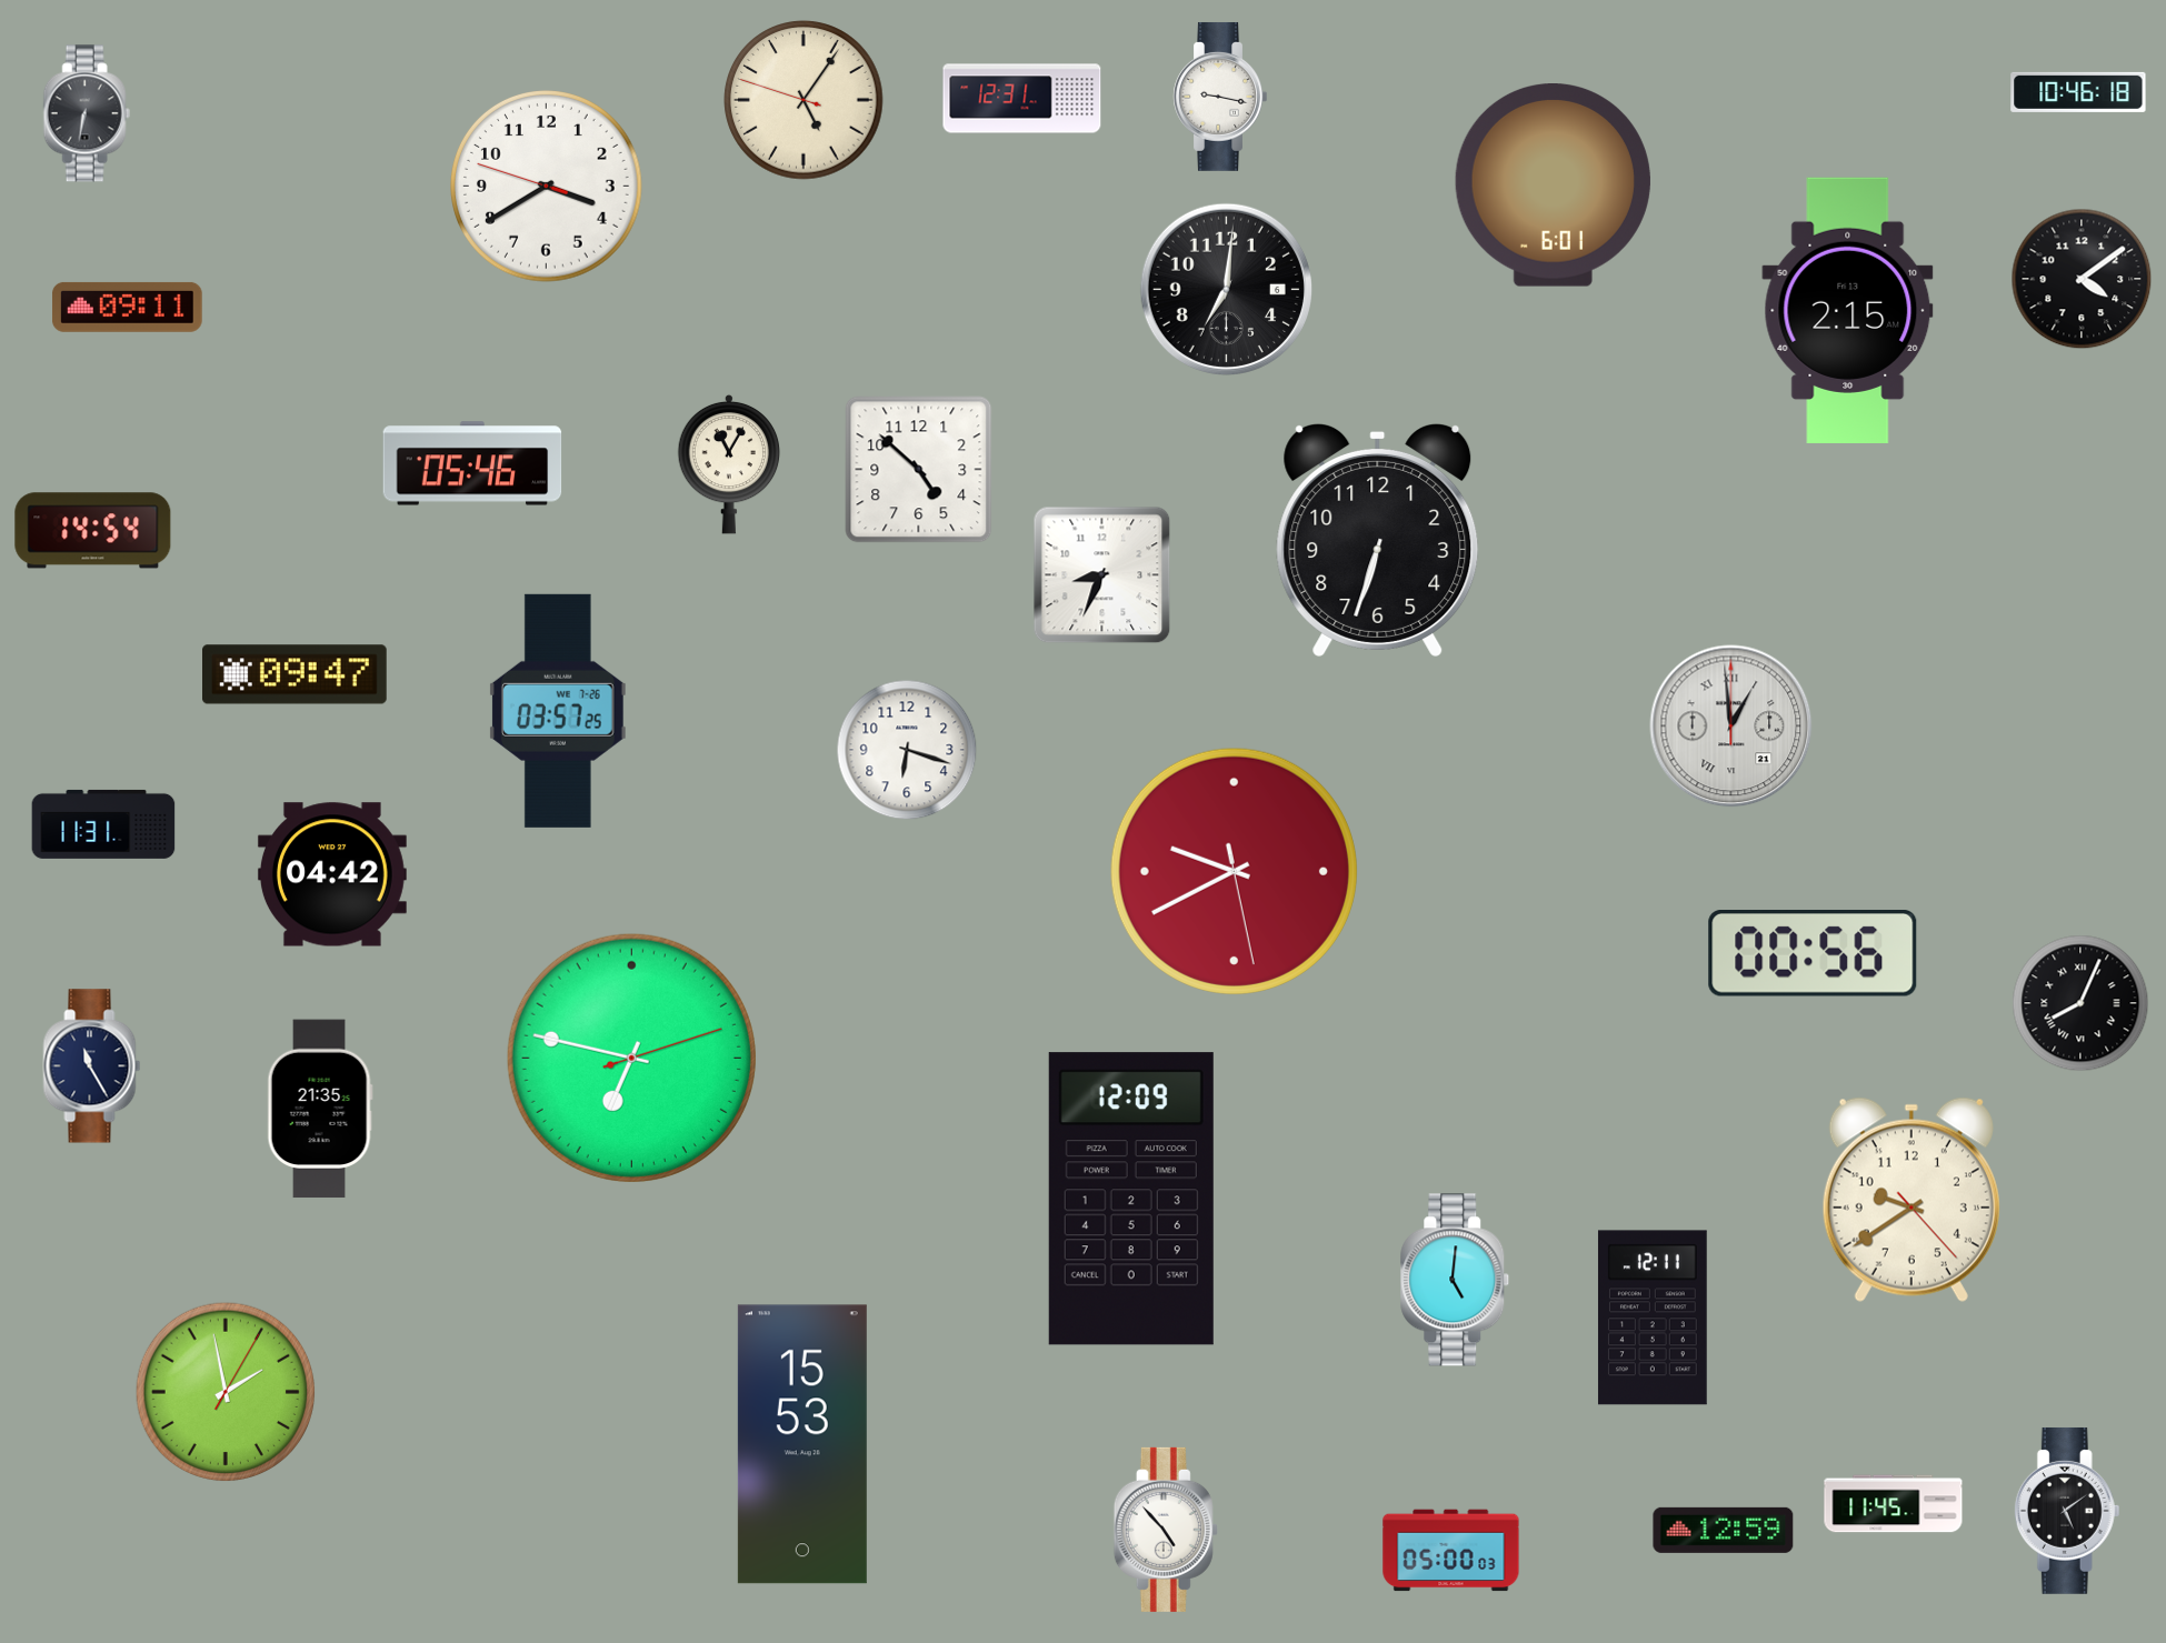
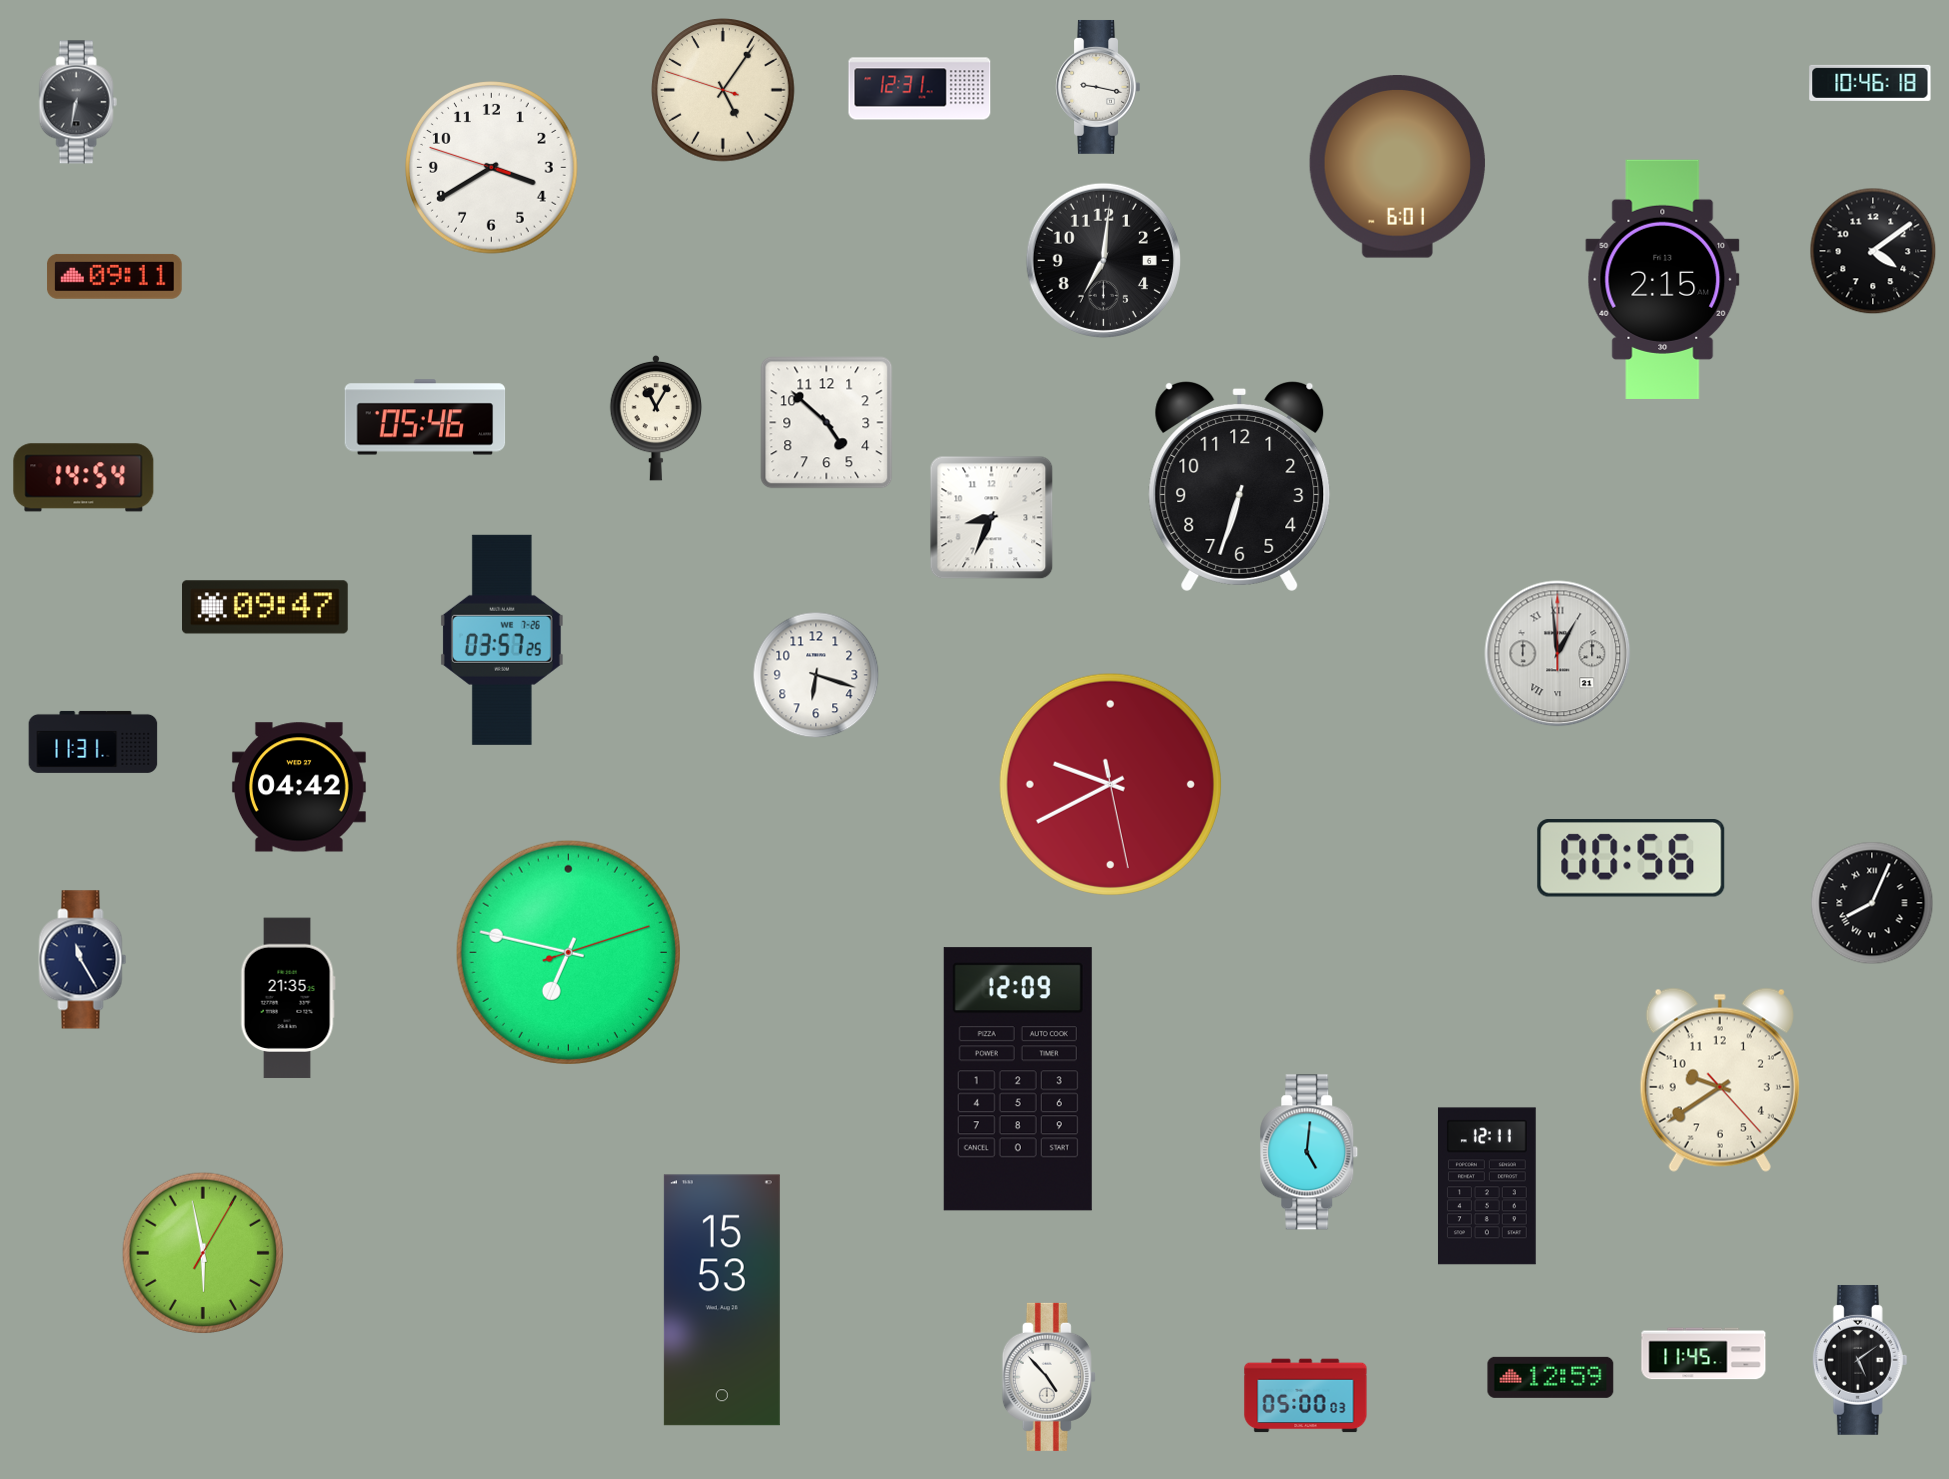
clock at (226, 1392): 1:58 -> 5:58
